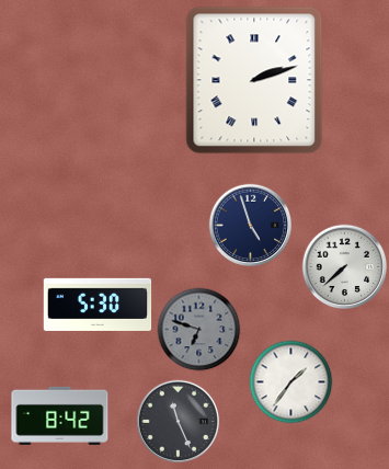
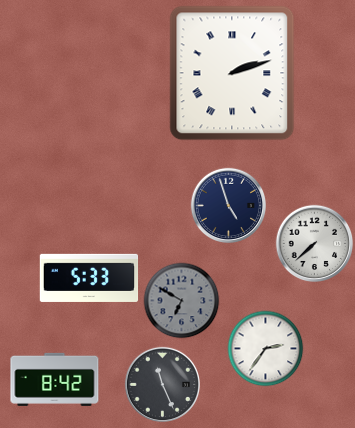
clock at (98, 305): 5:30 -> 5:33
clock at (199, 330): 6:48 -> 6:50
clock at (291, 382): 1:36 -> 2:36
